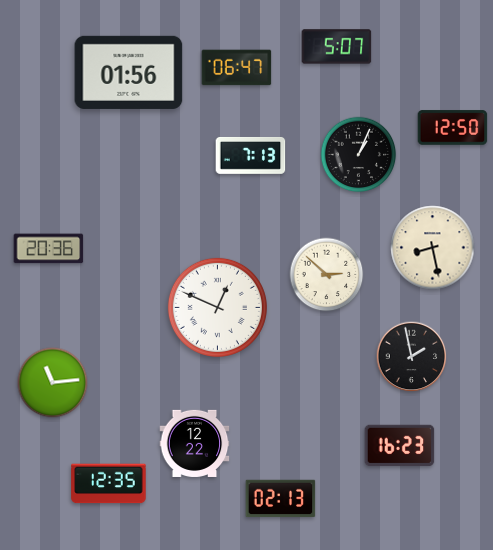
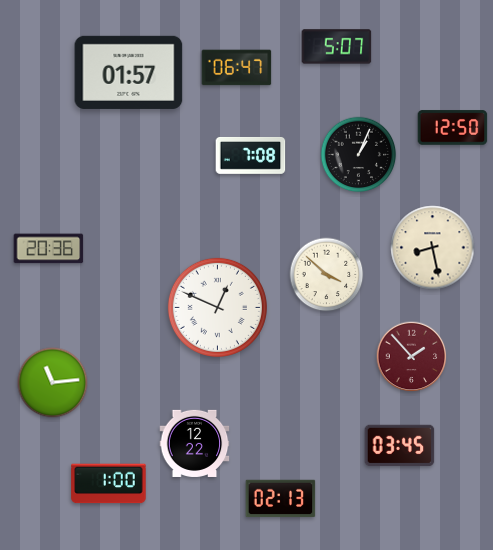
clock at (129, 72): 01:56 -> 01:57
clock at (251, 155): 7:13 -> 7:08
clock at (327, 275): 2:52 -> 3:52
clock at (412, 357): 1:58 -> 1:53
clock at (412, 357) dial: black -> burgundy
clock at (400, 446): 16:23 -> 03:45
clock at (109, 484): 12:35 -> 1:00
